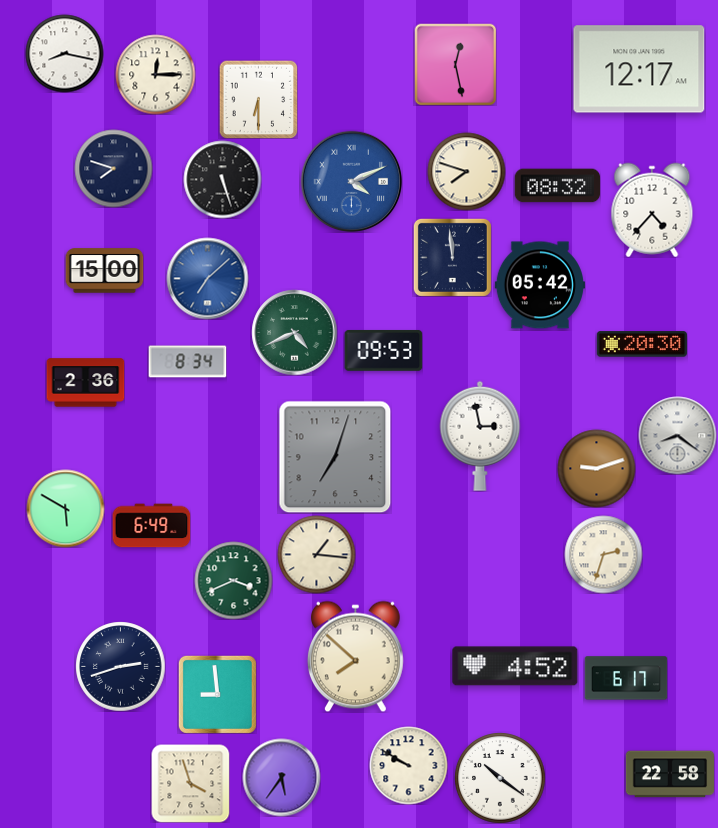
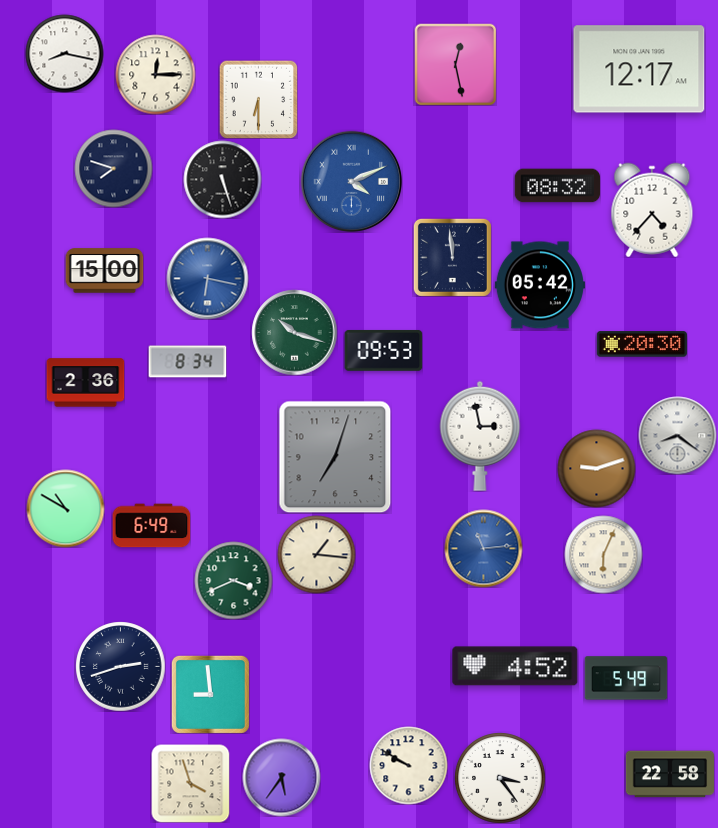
clock at (466, 171): 7:48 -> none
clock at (207, 278): 7:08 -> 6:17
clock at (294, 332): 4:41 -> 10:18
clock at (65, 508): 5:50 -> 10:50
clock at (483, 548): none -> 11:14
clock at (603, 554): 2:33 -> 6:04
clock at (355, 656): 7:52 -> none
clock at (626, 678): 6:17 -> 5:49
clock at (217, 694) position: (217, 694) -> (210, 694)
clock at (500, 778): 10:21 -> 3:24
